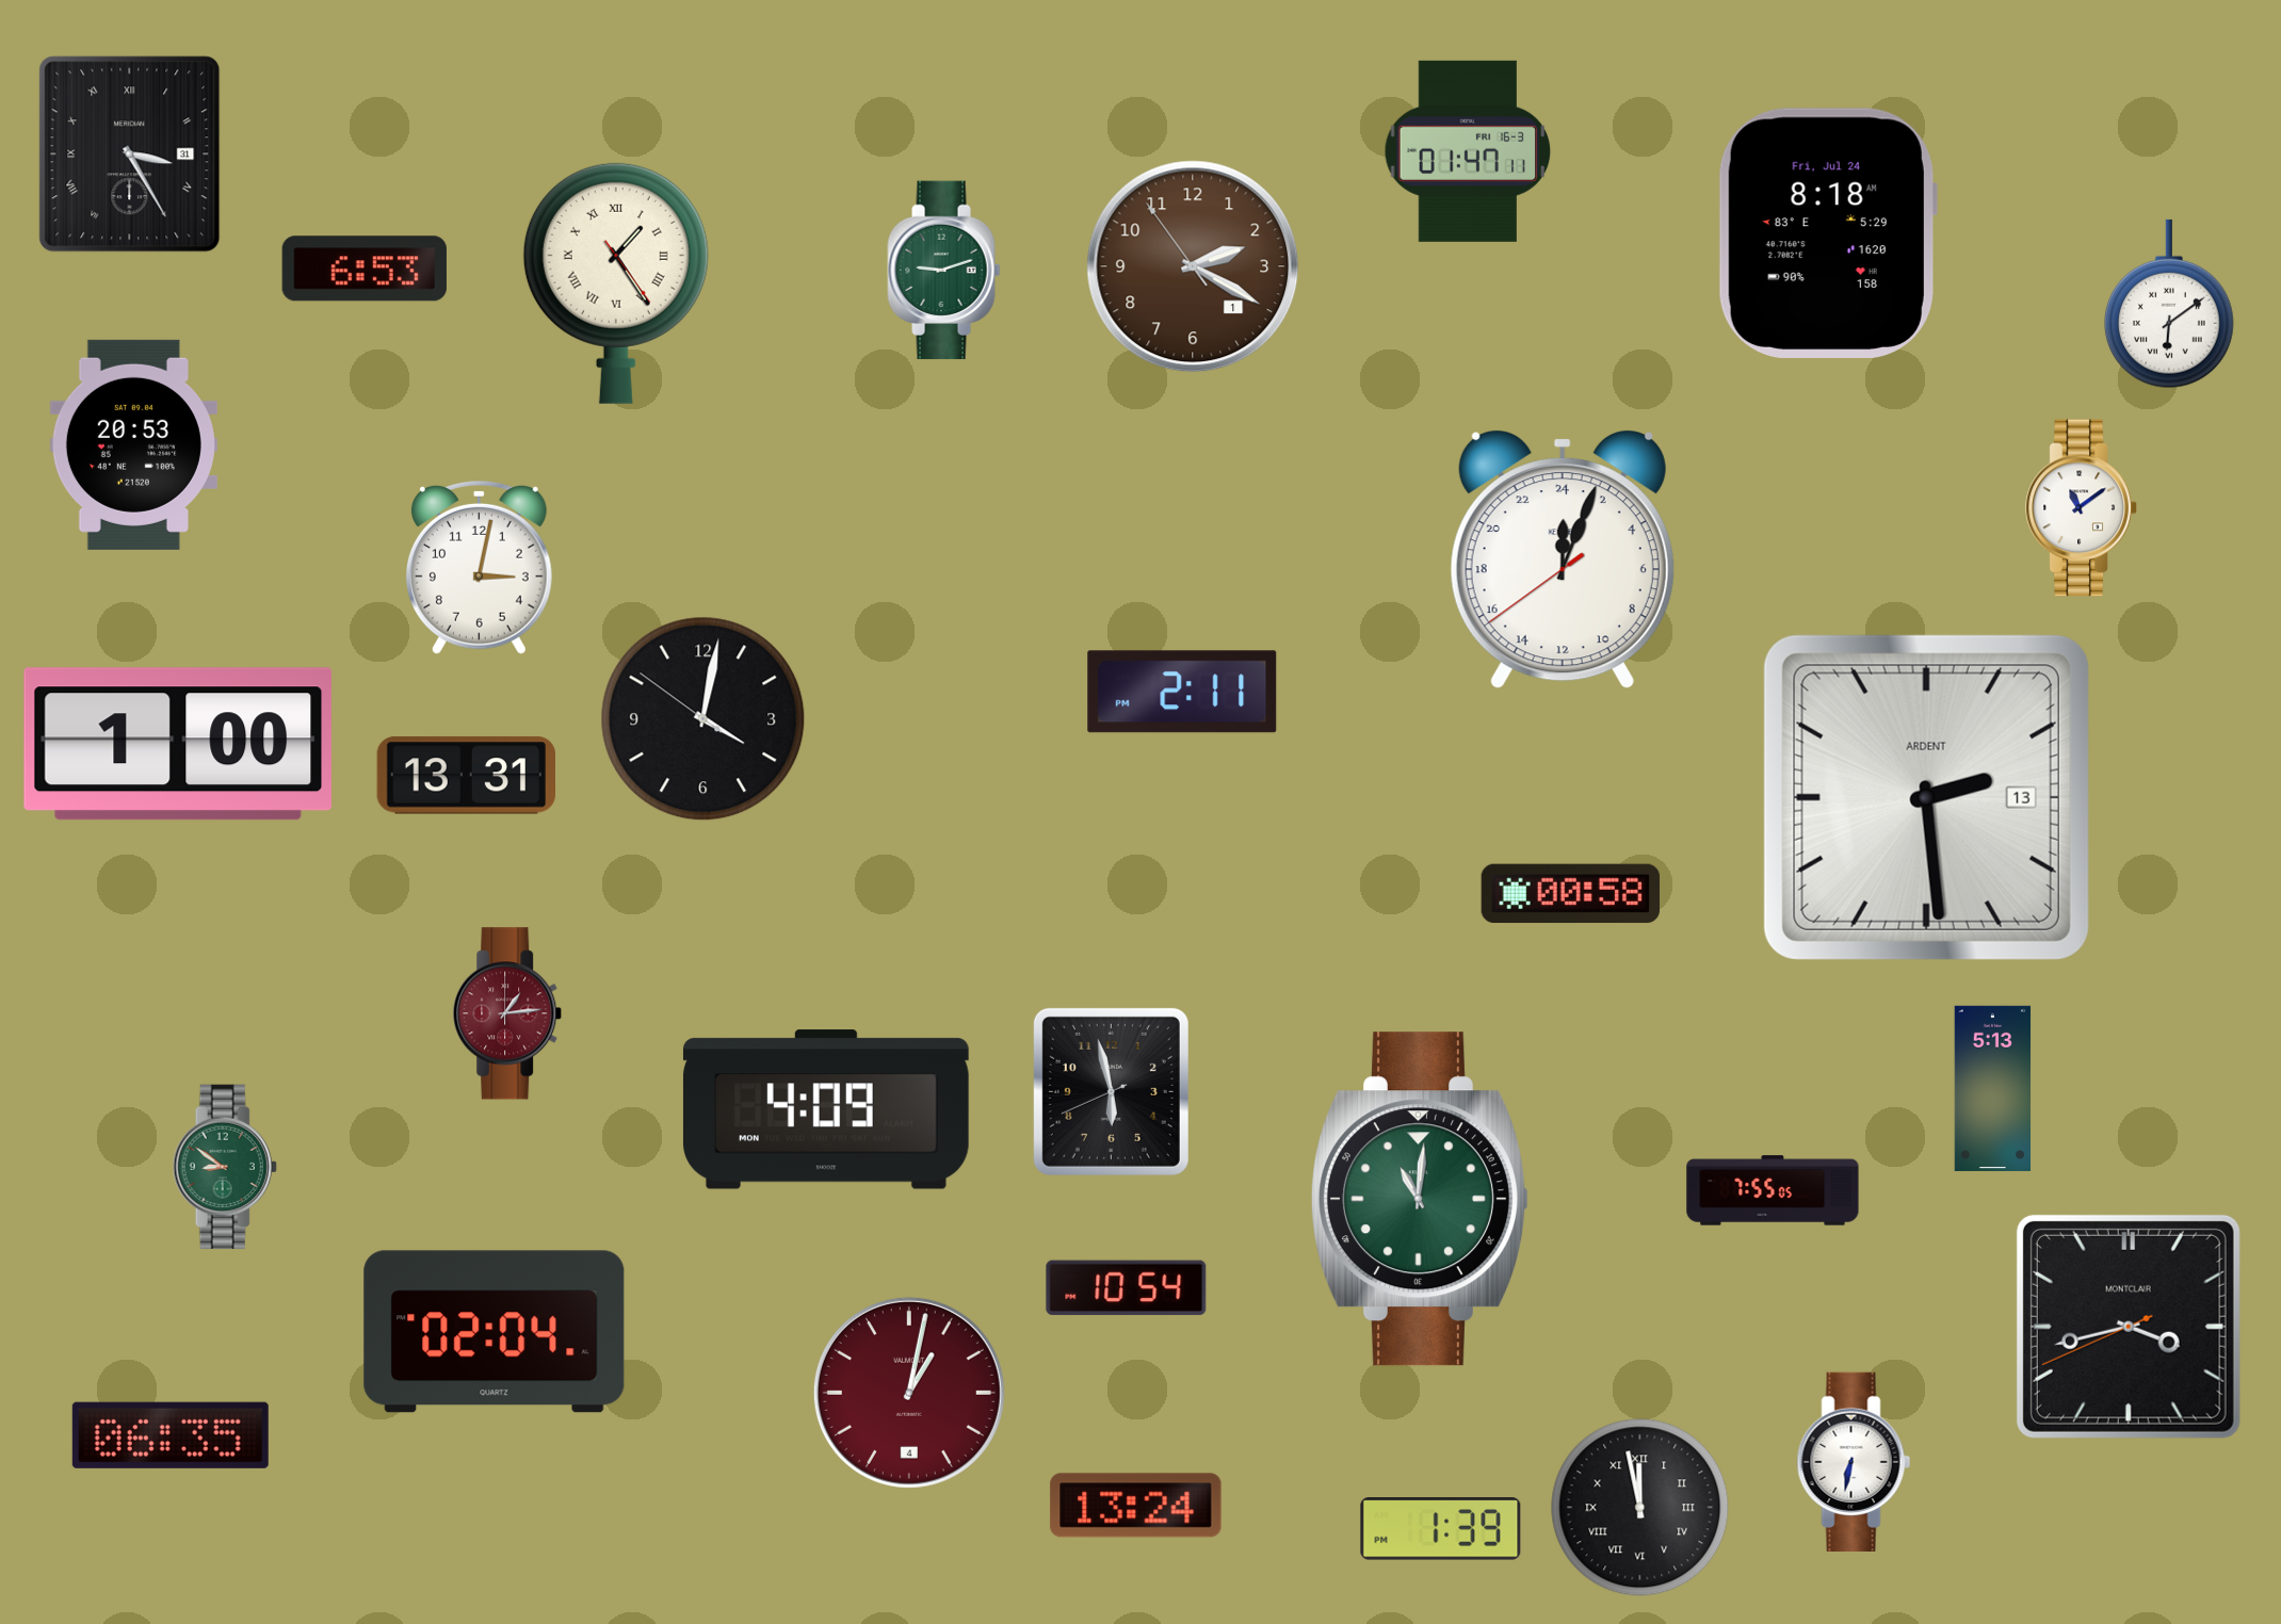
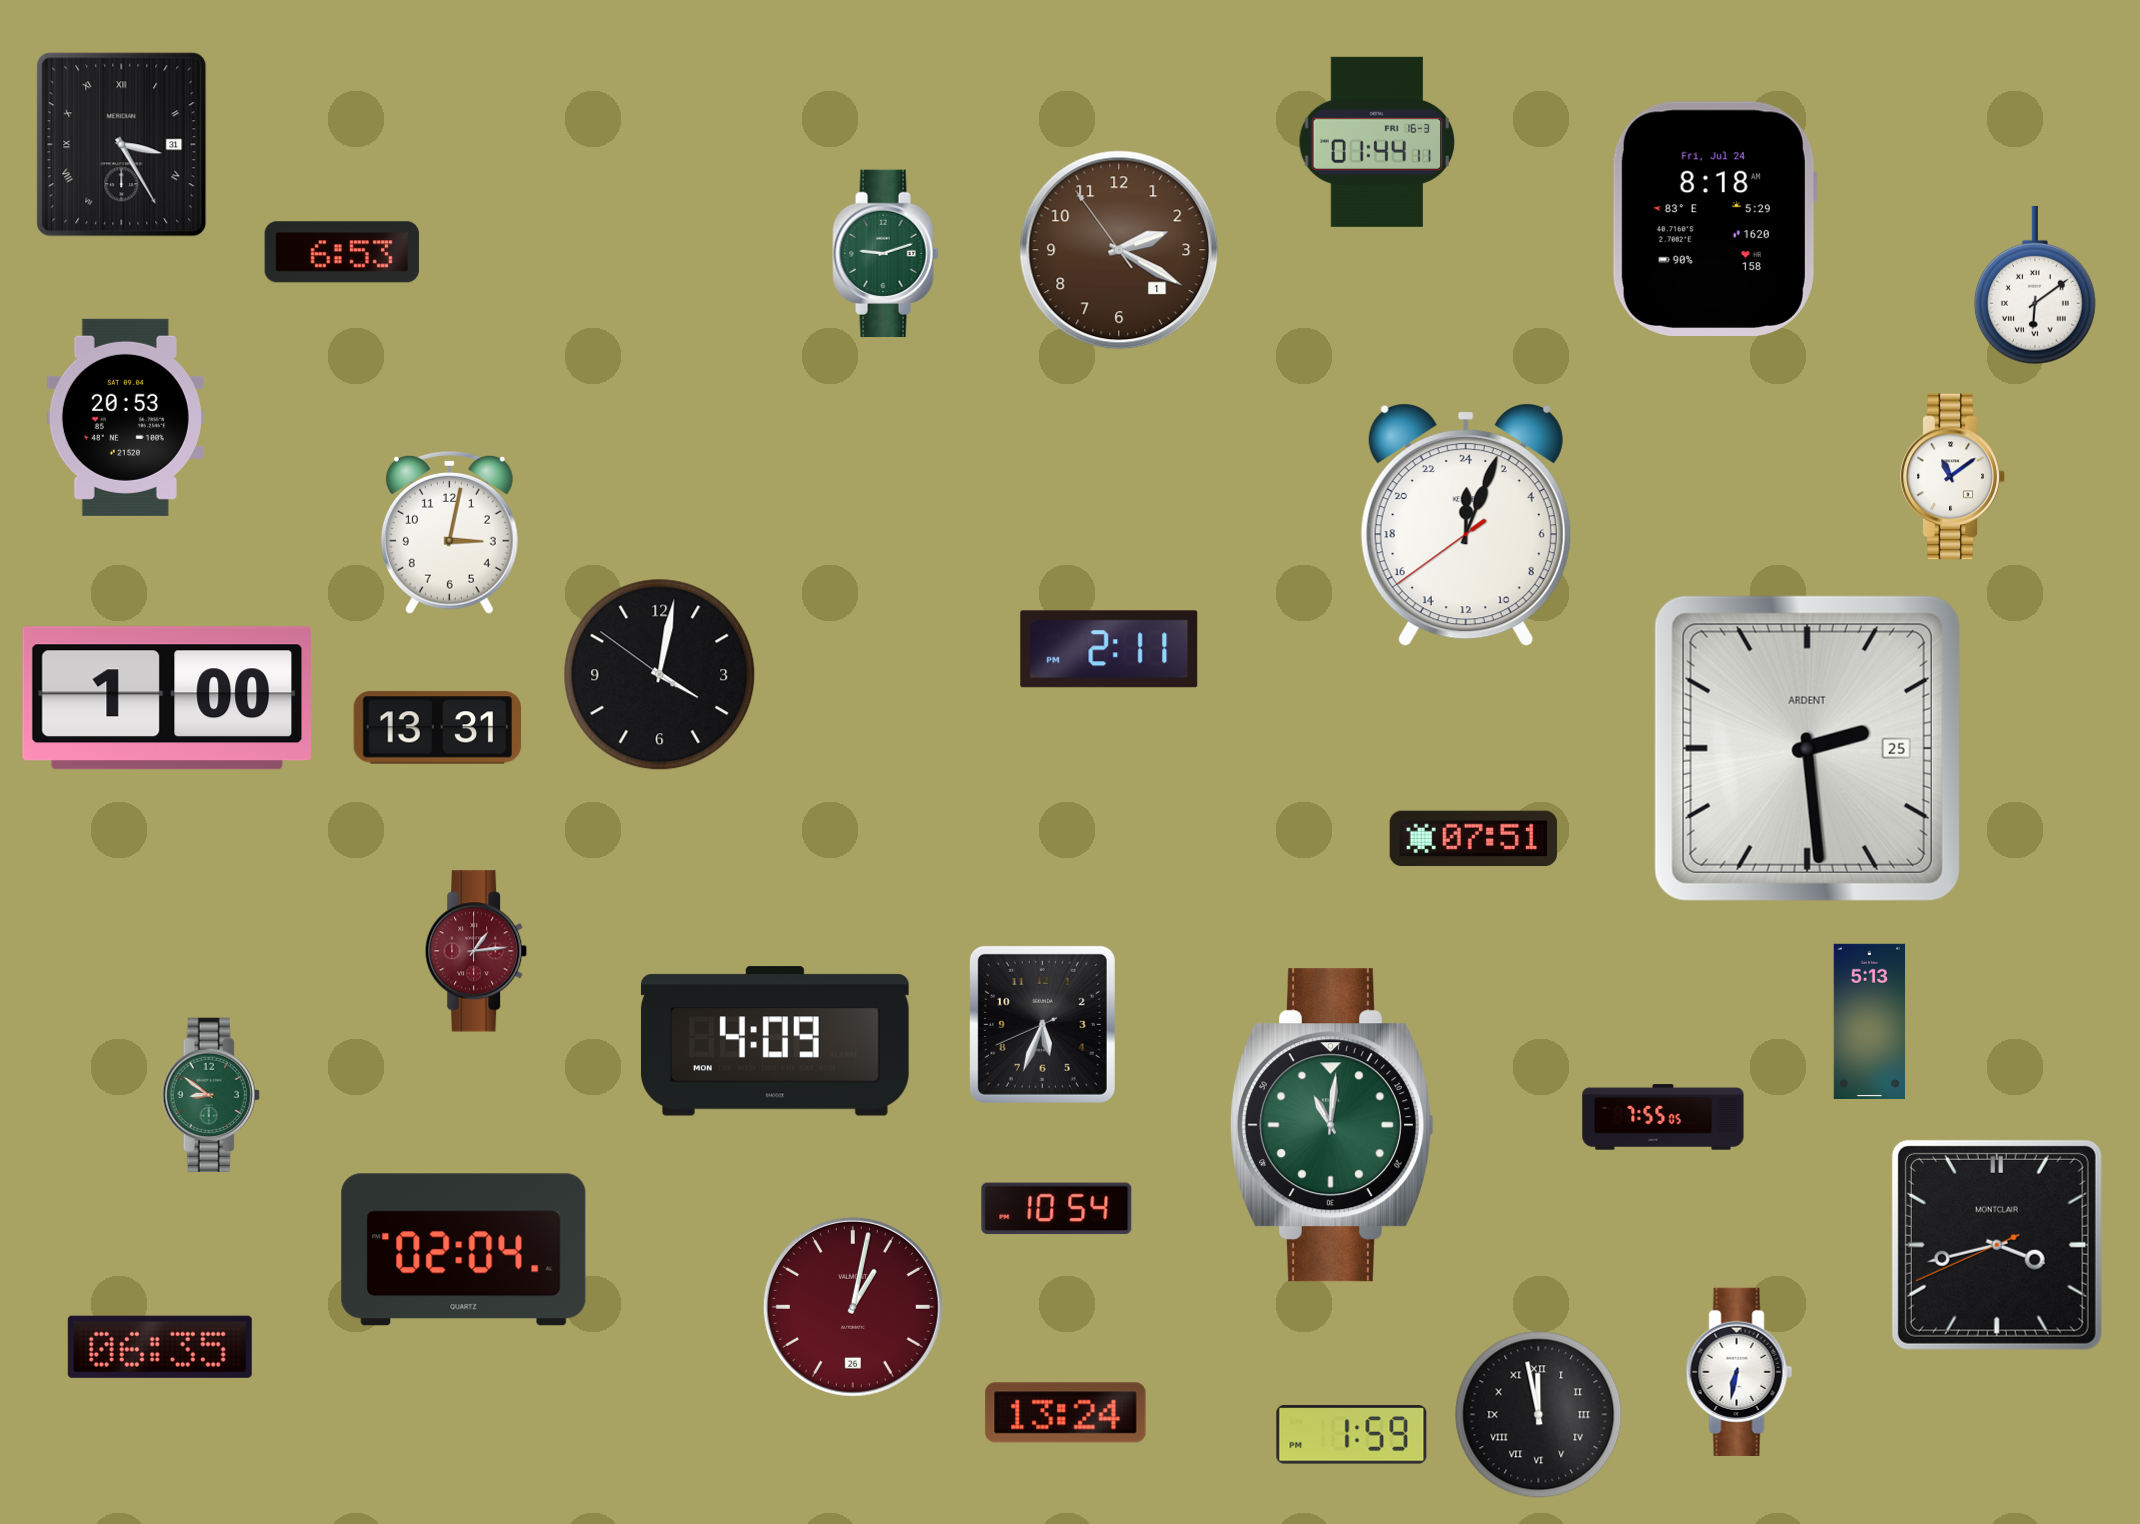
clock at (1468, 151): 01:47 -> 01:44
clock at (616, 283): 1:24 -> none
clock at (1926, 797) date: 13 -> 25
clock at (1571, 894): 00:58 -> 07:51
clock at (1111, 1091): 5:57 -> 5:33
clock at (909, 1393) date: 4 -> 26
clock at (1441, 1529): 1:39 -> 1:59
